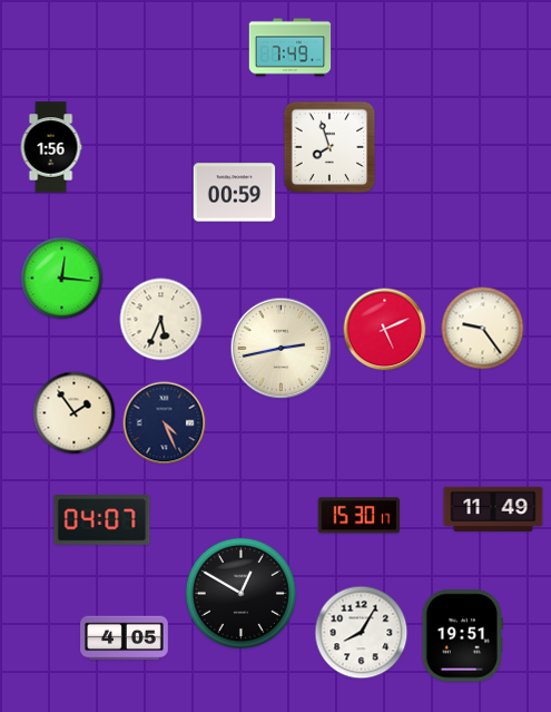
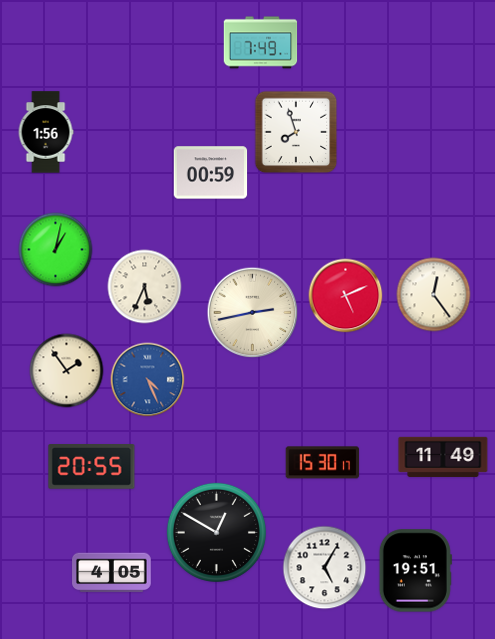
clock at (62, 279): 12:16 -> 1:02
clock at (483, 329): 9:24 -> 12:24
clock at (165, 423) dial: navy -> blue
clock at (102, 520): 04:07 -> 20:55
clock at (362, 633): 8:05 -> 5:05
